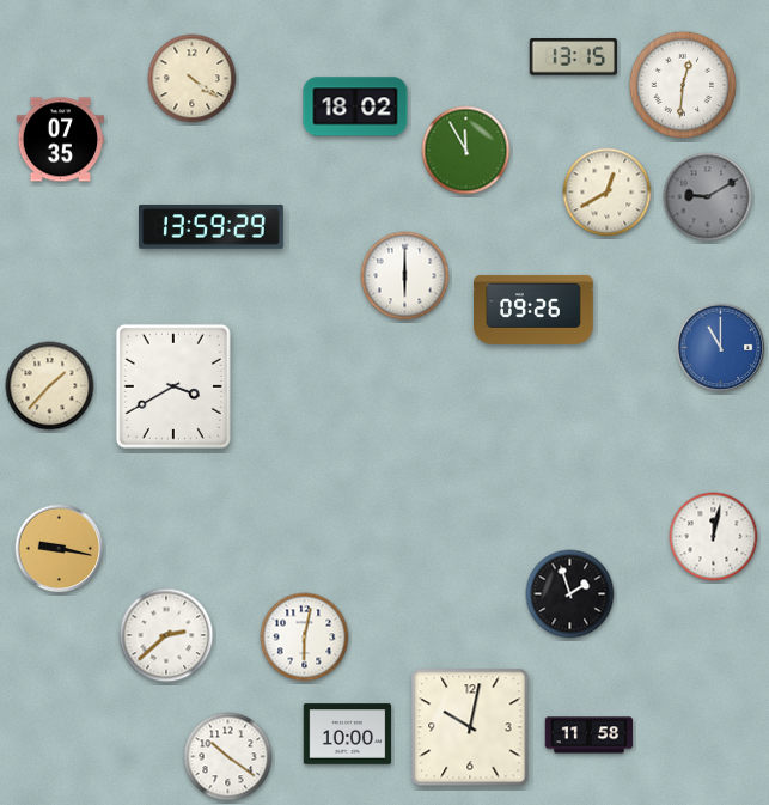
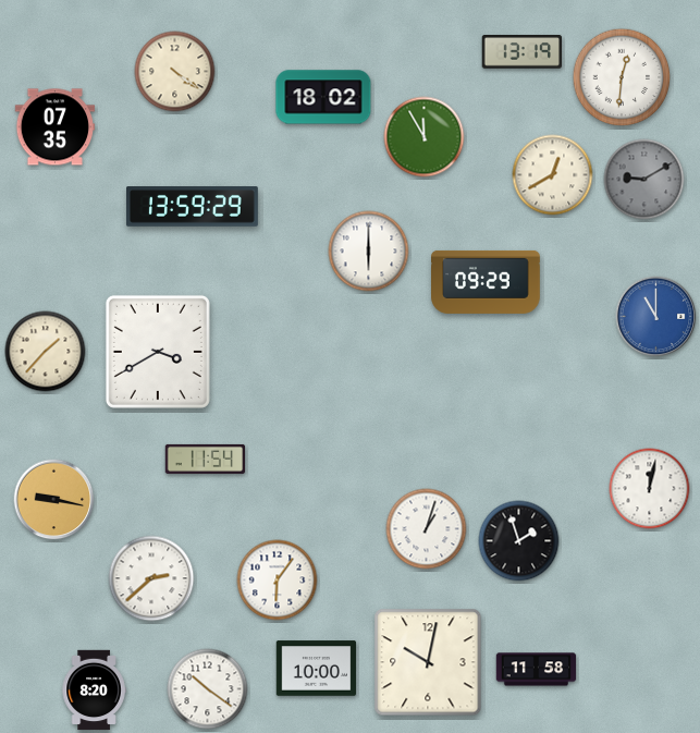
clock at (573, 57): 13:15 -> 13:19
clock at (535, 310): 09:26 -> 09:29
clock at (206, 459): none -> 11:54
clock at (427, 529): none -> 1:03
clock at (305, 638): 6:02 -> 6:06
clock at (94, 691): none -> 8:20
